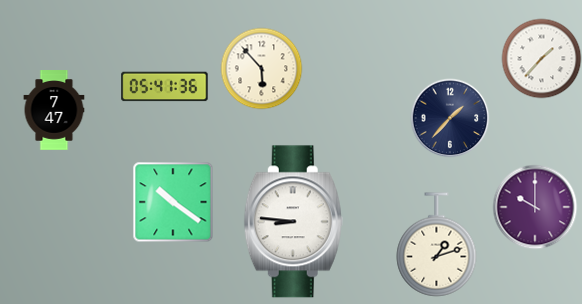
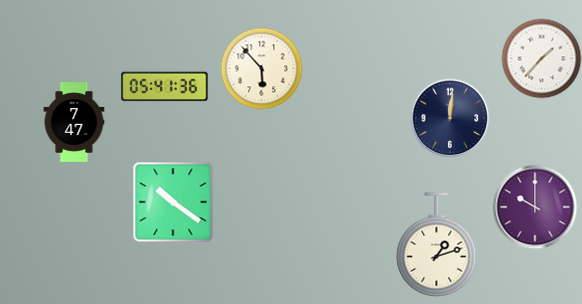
clock at (54, 110) position: (54, 110) -> (74, 122)
clock at (450, 118): 1:37 -> 12:01
clock at (293, 222): 8:46 -> none
